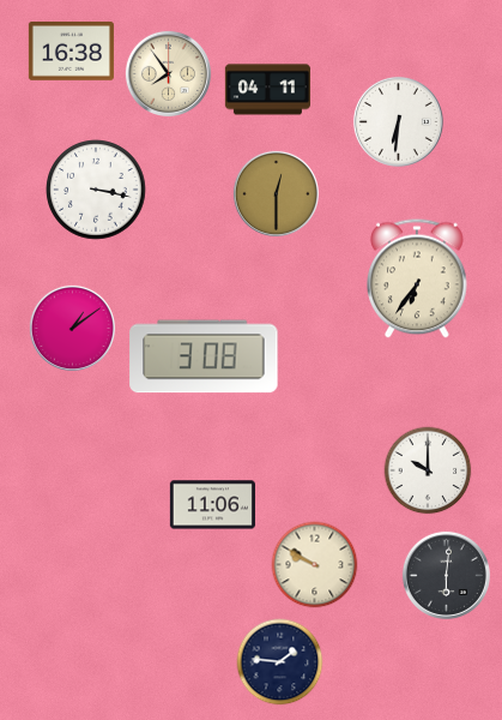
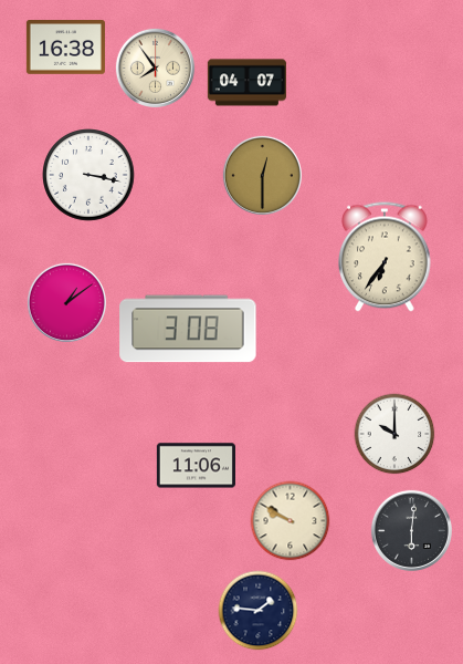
clock at (267, 90): 04:11 -> 04:07
clock at (398, 121): 6:31 -> none
clock at (276, 193) position: (276, 193) -> (262, 175)
